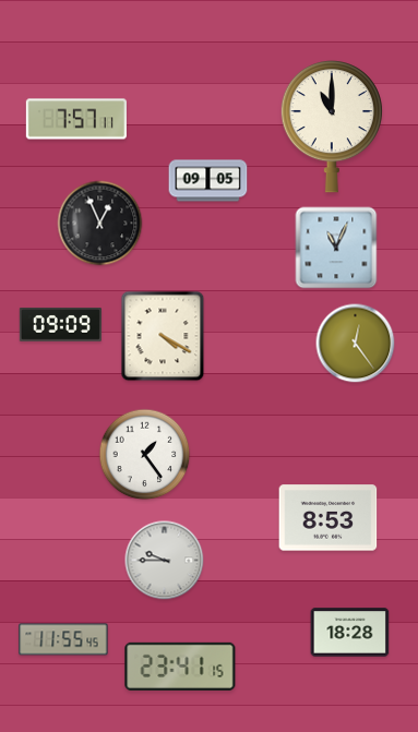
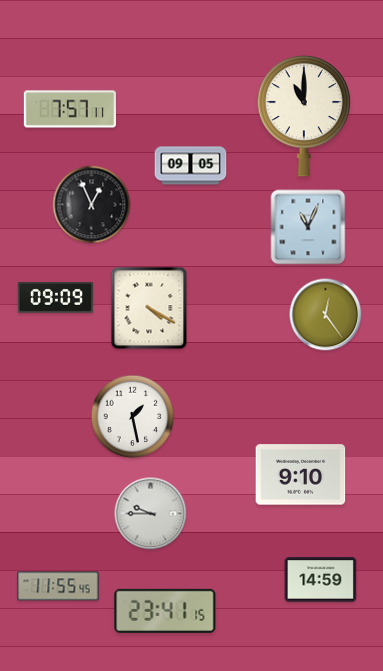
clock at (145, 455): 1:24 -> 1:28
clock at (329, 518): 8:53 -> 9:10
clock at (350, 633): 18:28 -> 14:59
